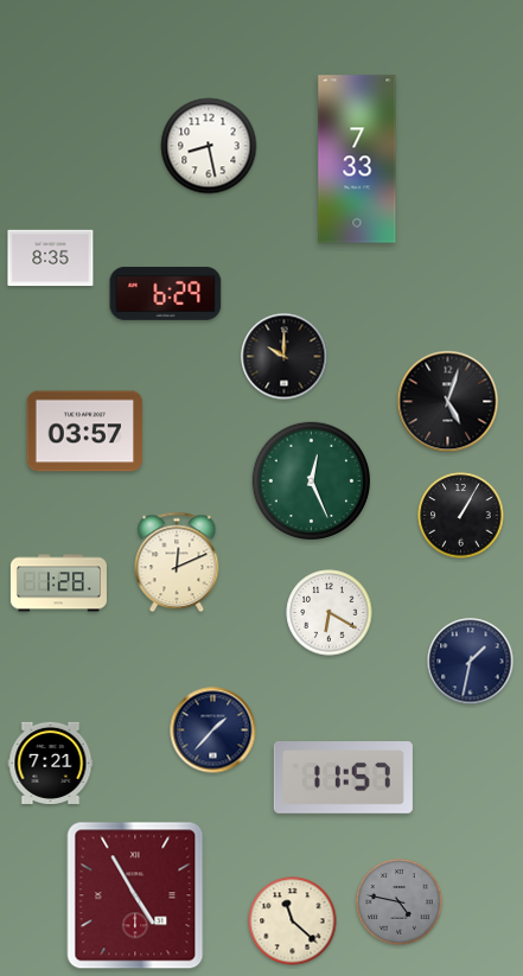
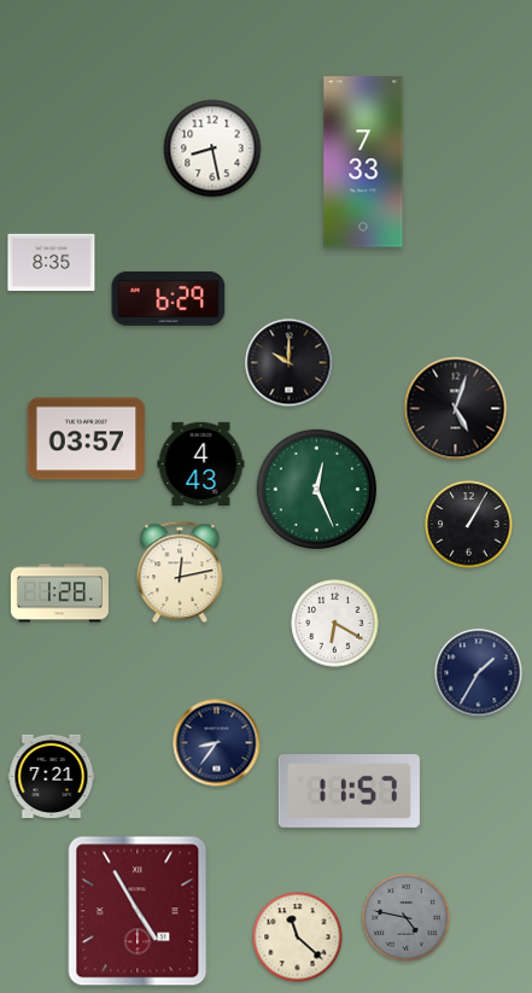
clock at (201, 463): none -> 4:43
clock at (177, 562): 12:11 -> 12:13
clock at (471, 662): 1:32 -> 1:35
clock at (213, 731): 1:37 -> 8:36
